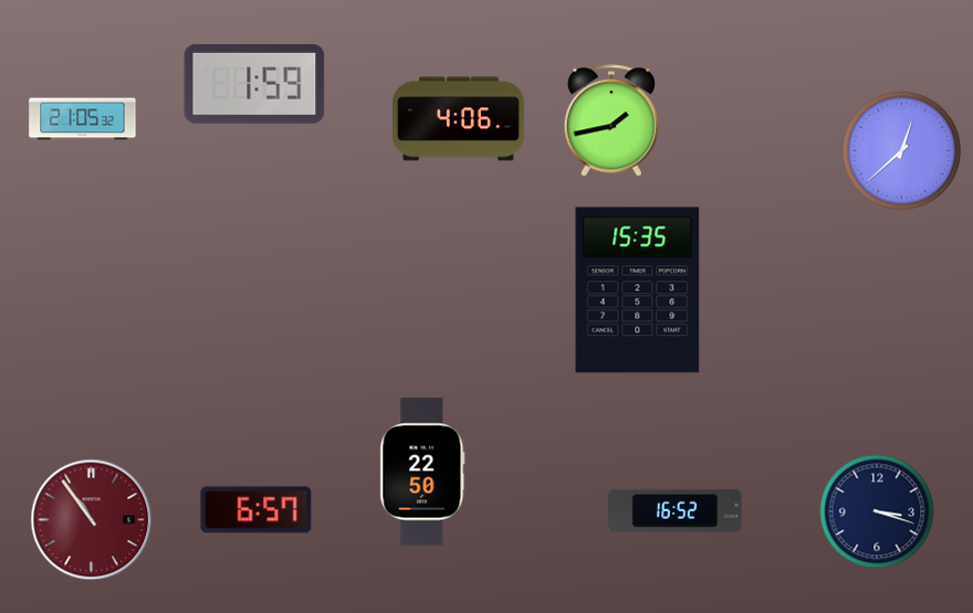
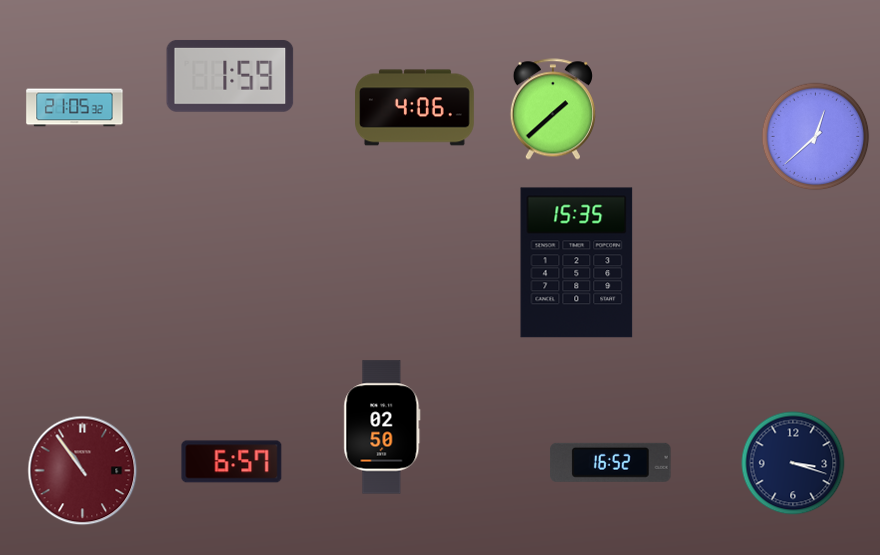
clock at (611, 120): 1:43 -> 1:38
clock at (422, 472): 22:50 -> 02:50
